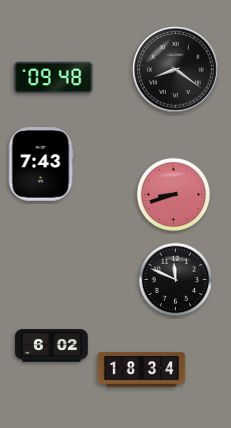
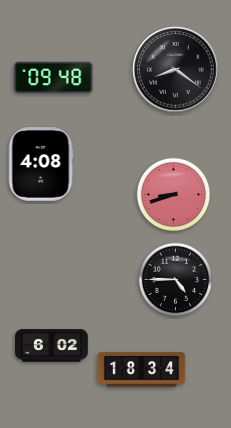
clock at (41, 164): 7:43 -> 4:08
clock at (176, 280): 11:49 -> 4:45
